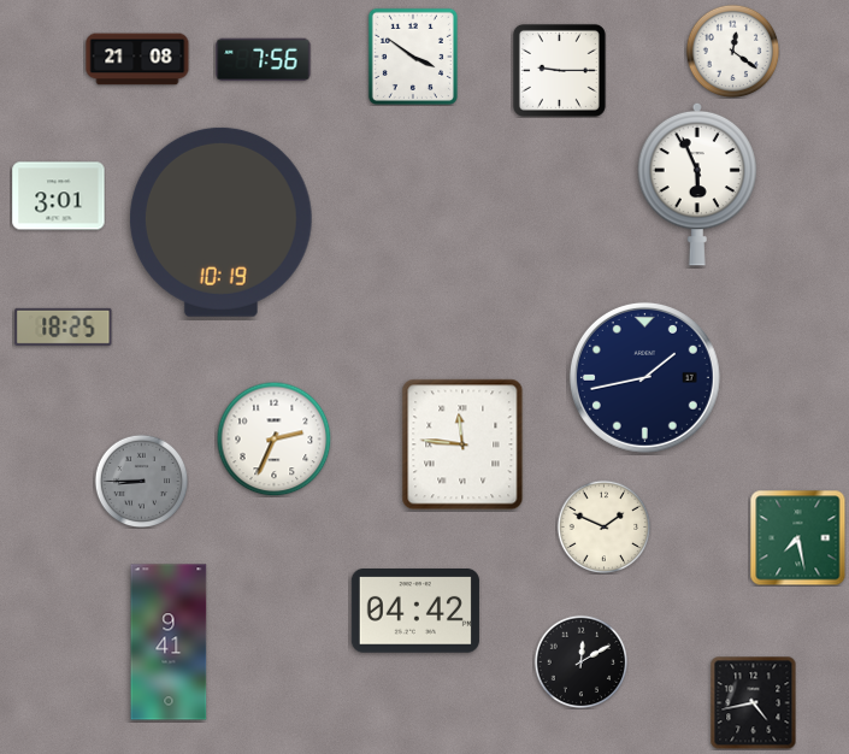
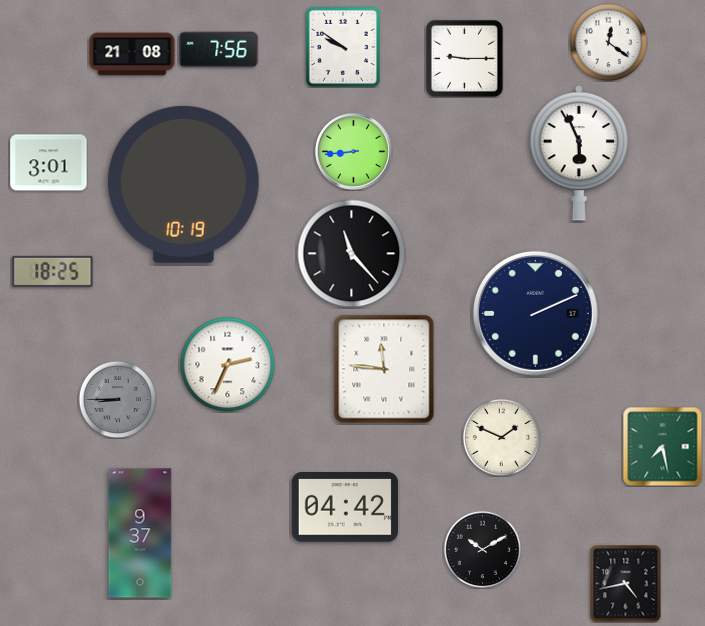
clock at (413, 57): 3:51 -> 9:51
clock at (137, 59) position: (137, 59) -> (132, 54)
clock at (353, 151): none -> 8:44
clock at (352, 254): none -> 11:23
clock at (644, 377): 1:43 -> 2:11
clock at (169, 642): 9:41 -> 9:37
clock at (580, 661): 12:10 -> 10:10
